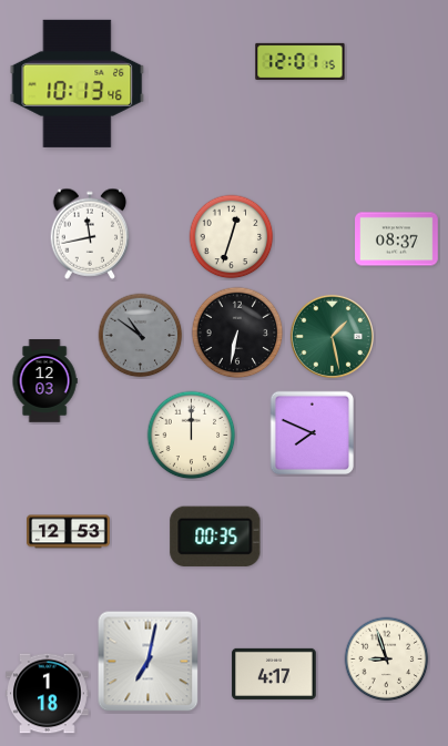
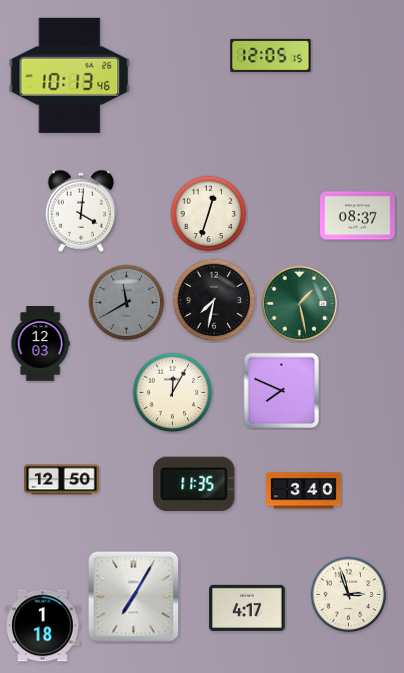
clock at (301, 61): 12:01 -> 12:05
clock at (90, 234): 11:43 -> 4:01
clock at (237, 333): 6:32 -> 7:32
clock at (141, 336): 10:51 -> 11:40
clock at (192, 436): 12:00 -> 12:05
clock at (69, 532): 12:53 -> 12:50
clock at (215, 535): 00:35 -> 11:35
clock at (304, 491): none -> 3:40
clock at (387, 660): 8:57 -> 2:57
clock at (149, 662): 7:02 -> 7:05
